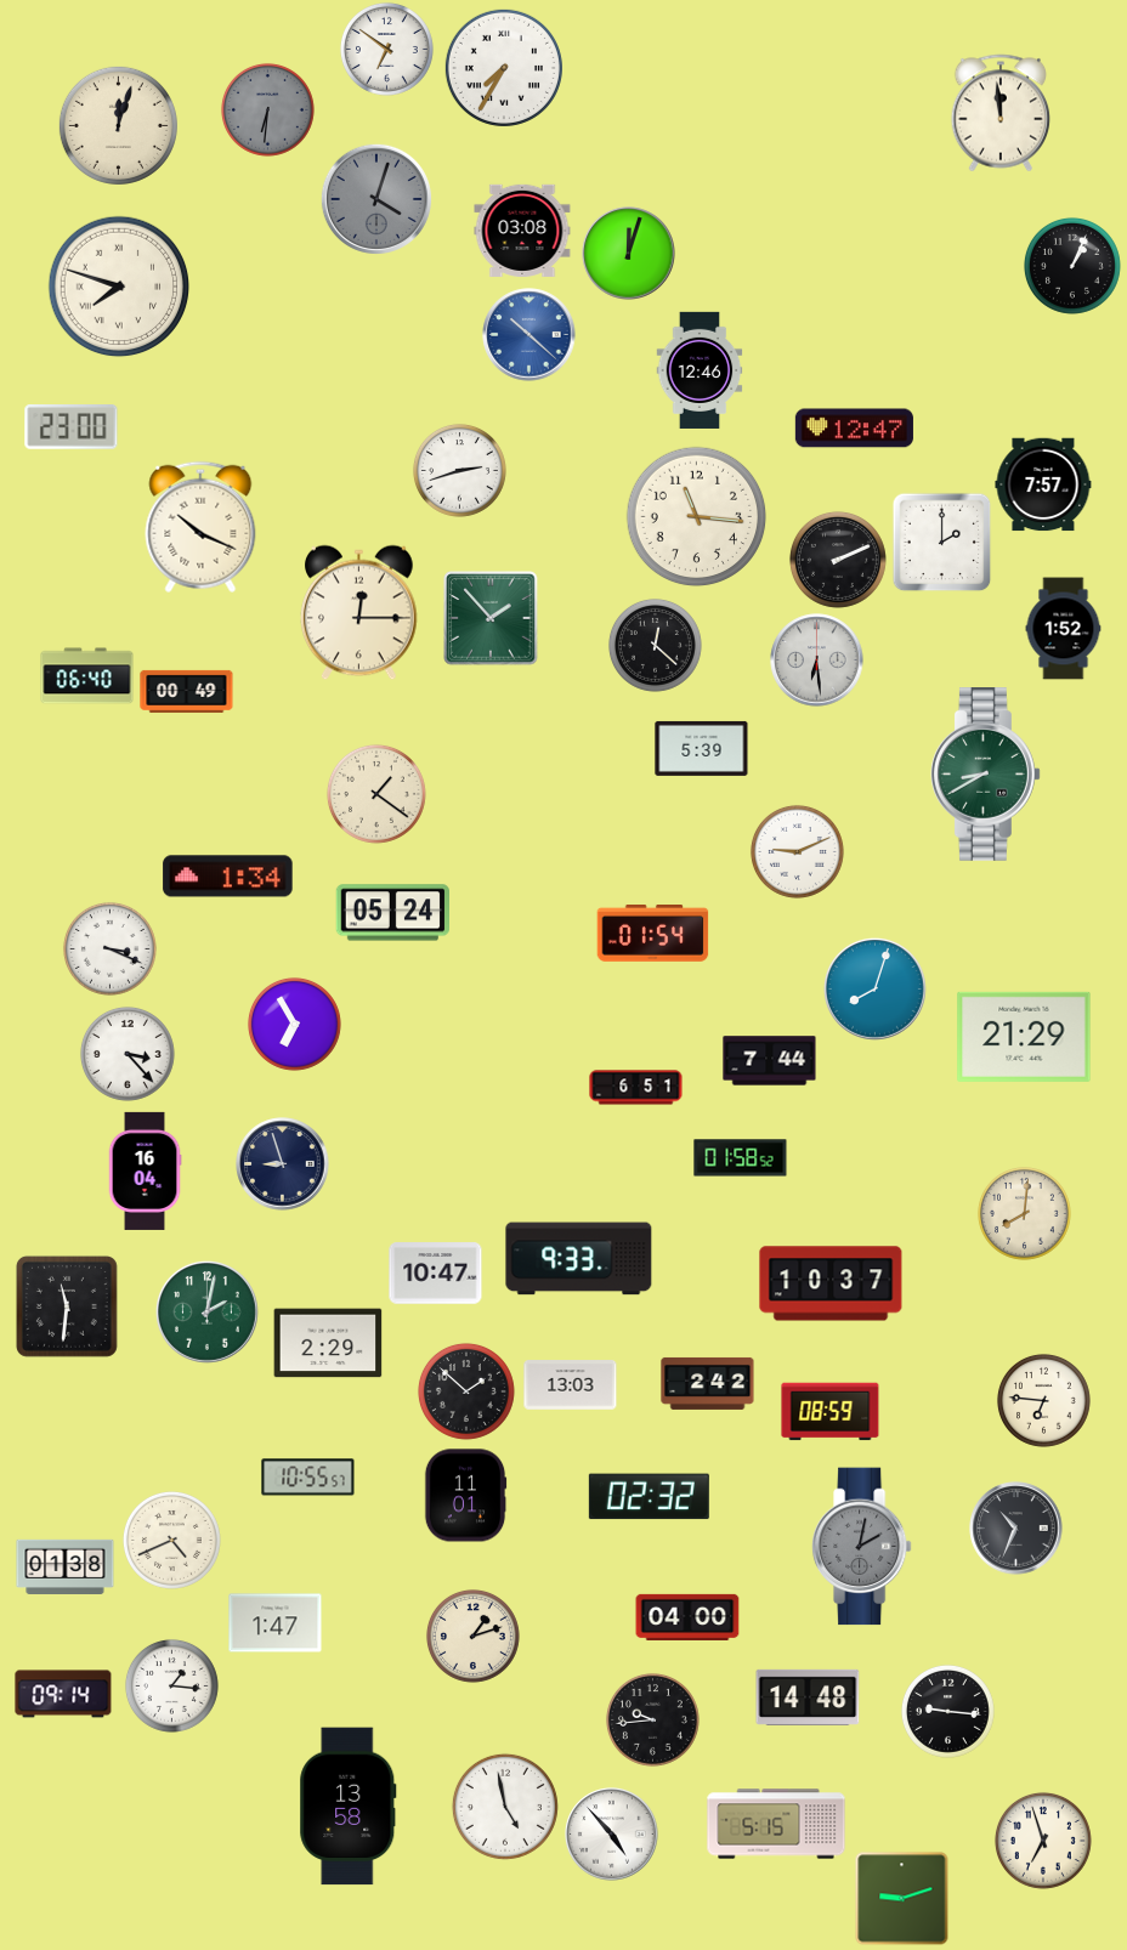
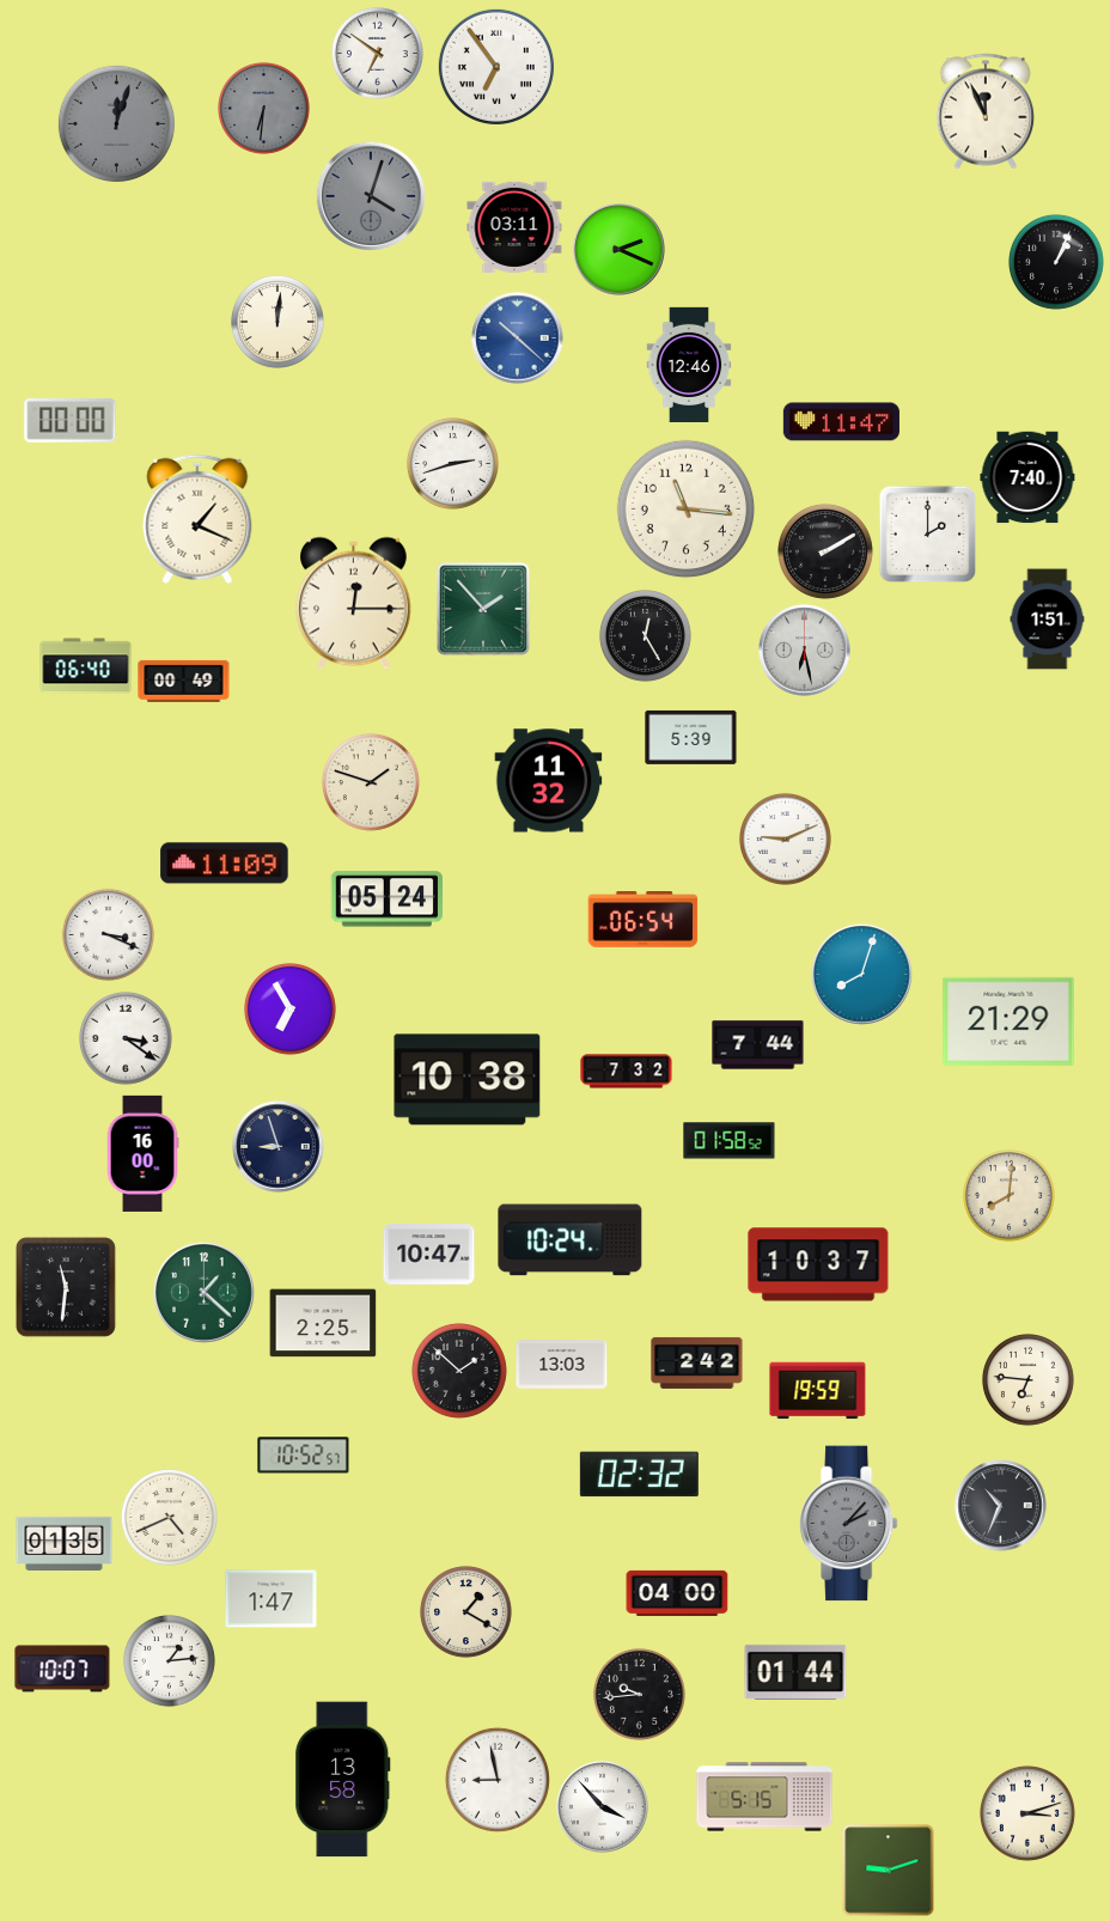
clock at (386, 49) position: (386, 49) -> (377, 53)
clock at (504, 68): 7:35 -> 6:54
clock at (1001, 113): 11:59 -> 11:56
clock at (118, 125) dial: cream -> grey
clock at (522, 231): 03:08 -> 03:11
clock at (629, 254): 12:03 -> 2:19
clock at (119, 287): 7:48 -> none
clock at (277, 322): none -> 12:01
clock at (529, 335) position: (529, 335) -> (518, 339)
clock at (72, 427): 23:00 -> 00:00
clock at (854, 429): 12:47 -> 11:47
clock at (1043, 484): 7:57 -> 7:40
clock at (200, 527): 10:19 -> 1:19
clock at (838, 560): 2:11 -> 2:10
clock at (1064, 629): 1:52 -> 1:51
clock at (655, 645): 12:22 -> 12:25
clock at (817, 661): 6:29 -> 6:28
clock at (986, 775): 8:40 -> none
clock at (549, 781): none -> 11:32
clock at (376, 794): 1:21 -> 1:48
clock at (228, 877): 1:34 -> 11:09
clock at (653, 934): 01:54 -> 06:54
clock at (128, 1054): 3:23 -> 3:21
clock at (636, 1088): 6:51 -> 7:32
clock at (468, 1080): none -> 10:38
clock at (145, 1170): 16:04 -> 16:00
clock at (579, 1259): 9:33 -> 10:24
clock at (208, 1313): 2:02 -> 1:22
clock at (328, 1343): 2:29 -> 2:25
clock at (831, 1412): 08:59 -> 19:59
clock at (308, 1478): 10:55 -> 10:52
clock at (465, 1496): 11:01 -> none
clock at (861, 1547): 2:02 -> 2:07
clock at (66, 1566): 01:38 -> 01:35
clock at (472, 1636): 1:12 -> 1:20
clock at (171, 1685): 1:16 -> 1:14
clock at (63, 1694): 09:14 -> 10:07
clock at (808, 1697): 14:48 -> 01:44
clock at (947, 1711): 9:16 -> none
clock at (652, 1719) position: (652, 1719) -> (639, 1694)
clock at (505, 1807): 4:58 -> 8:58
clock at (612, 1835): 4:53 -> 3:53
clock at (1043, 1841): 6:57 -> 3:12
